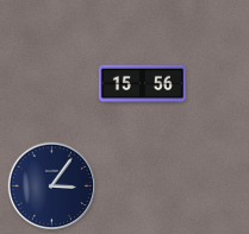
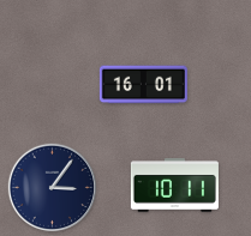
clock at (142, 84): 15:56 -> 16:01
clock at (174, 186): none -> 10:11
